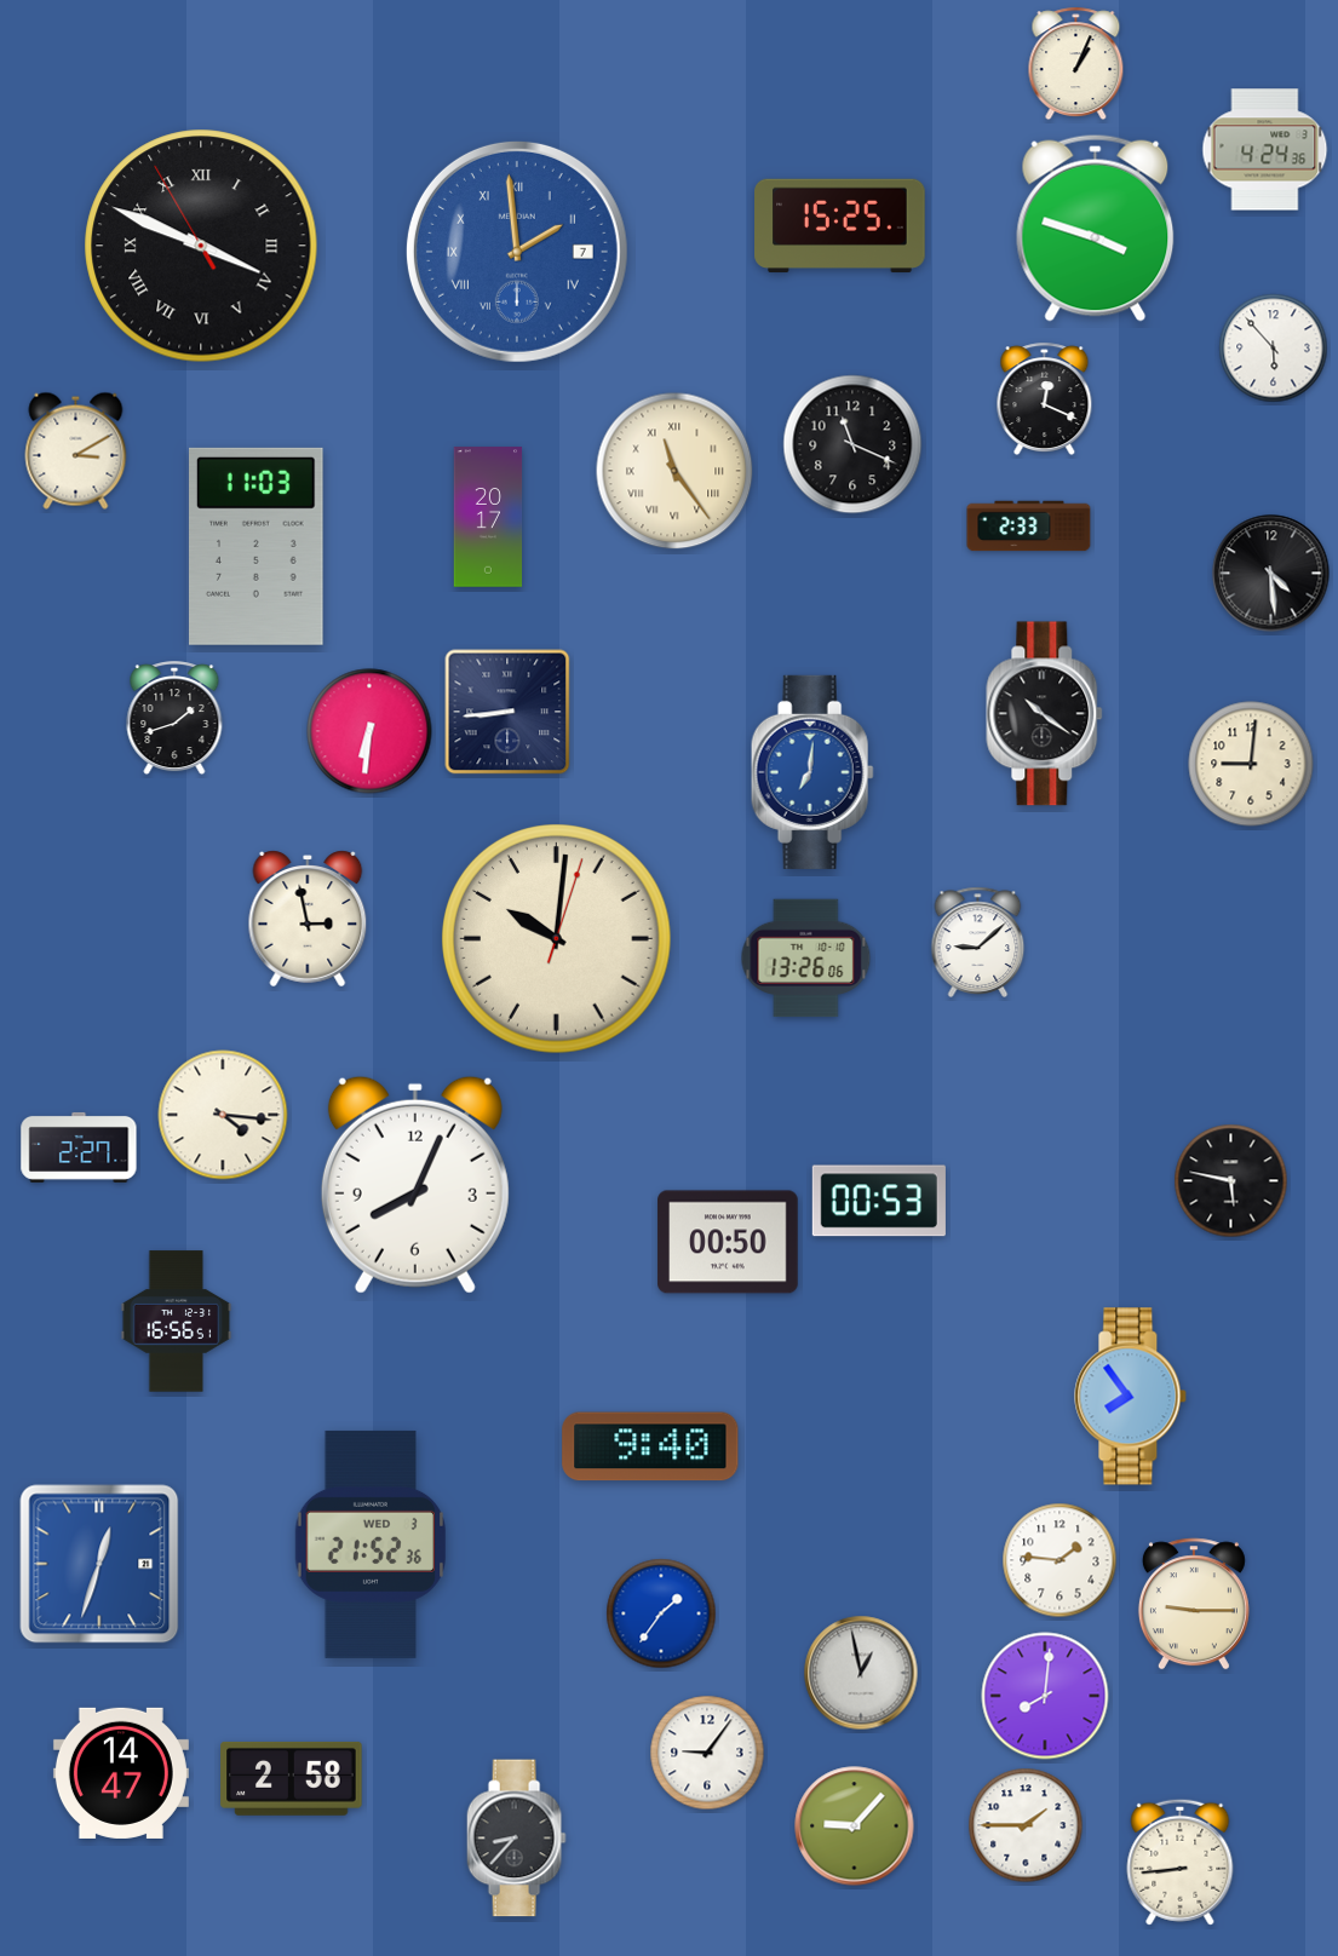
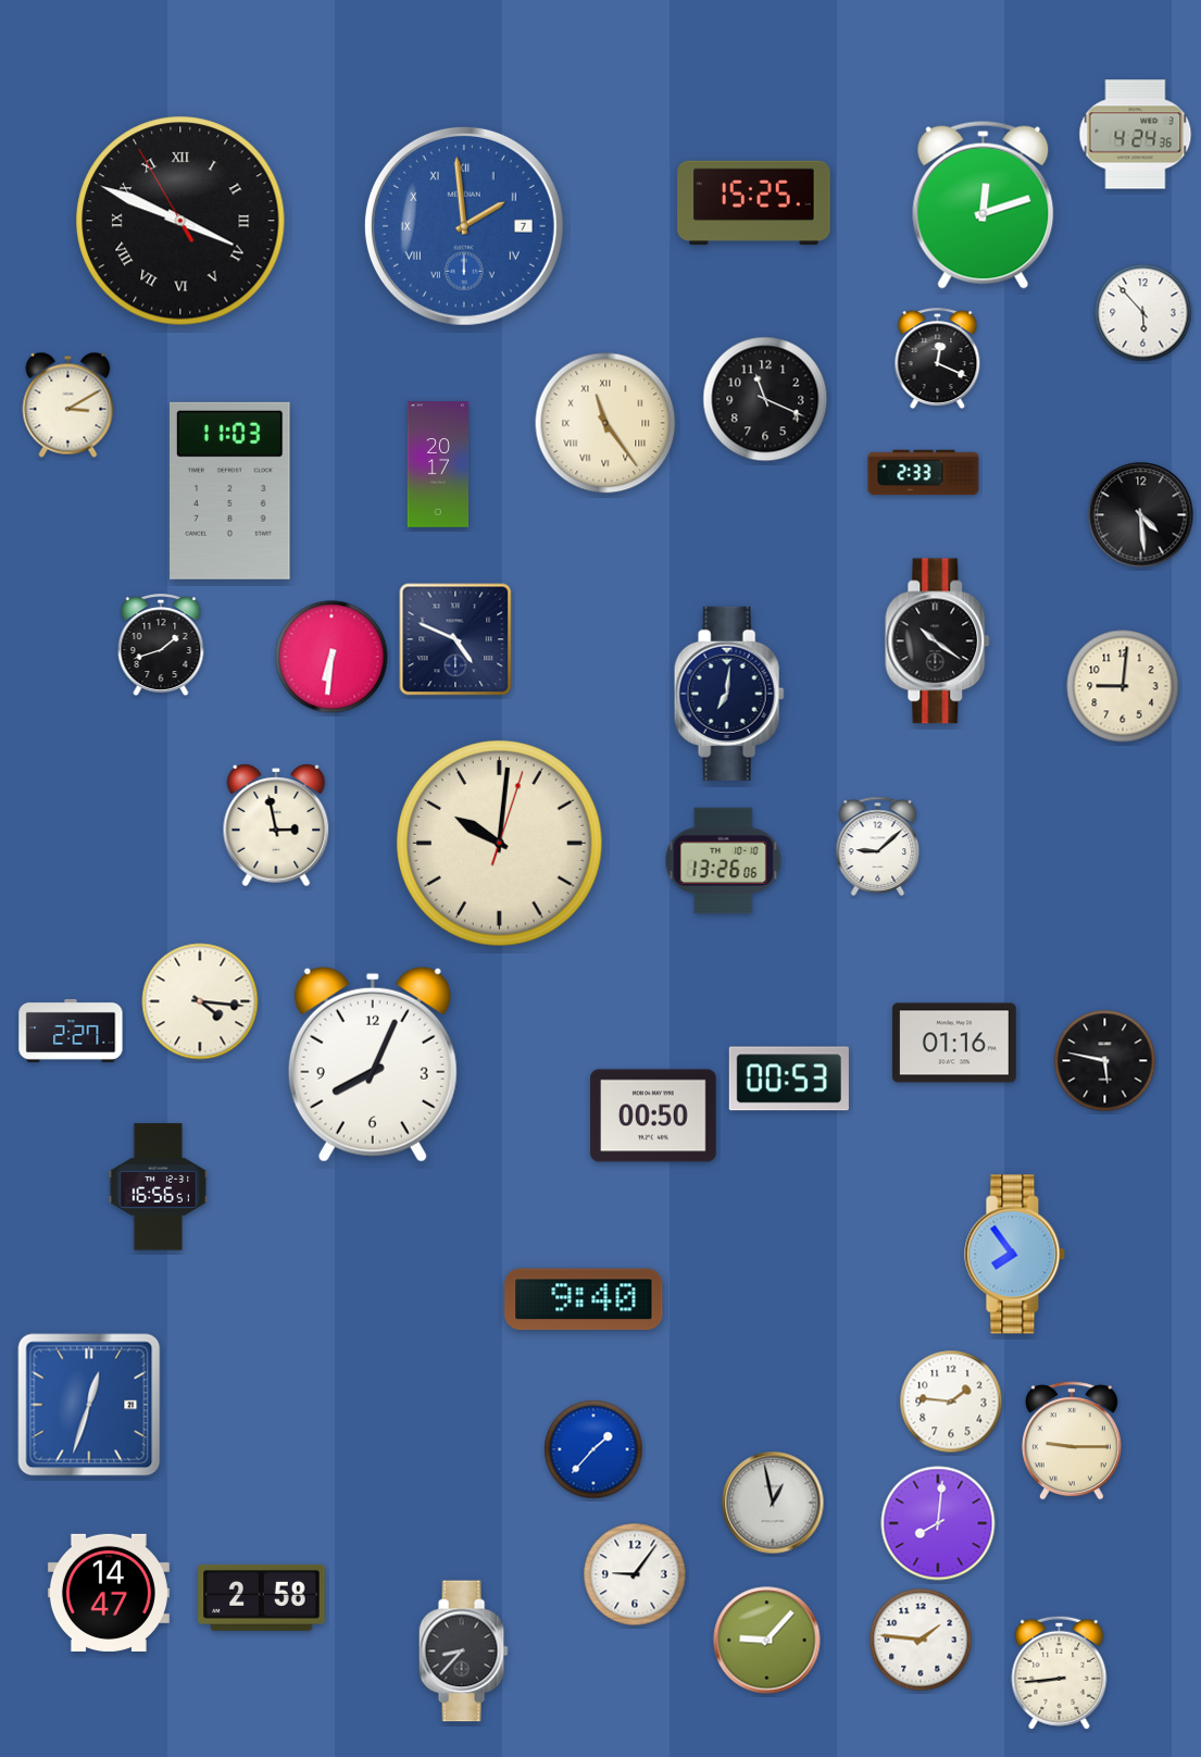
clock at (1076, 64): 1:04 -> none
clock at (1096, 228): 3:48 -> 12:12
clock at (507, 712): 8:44 -> 4:49
clock at (174, 719) position: (174, 719) -> (161, 646)
clock at (812, 772) dial: blue -> navy
clock at (954, 1043): none -> 01:16
clock at (371, 1544): 21:52 -> none
clock at (661, 1613): 1:36 -> 1:37
clock at (1026, 1825): 1:45 -> 1:46
